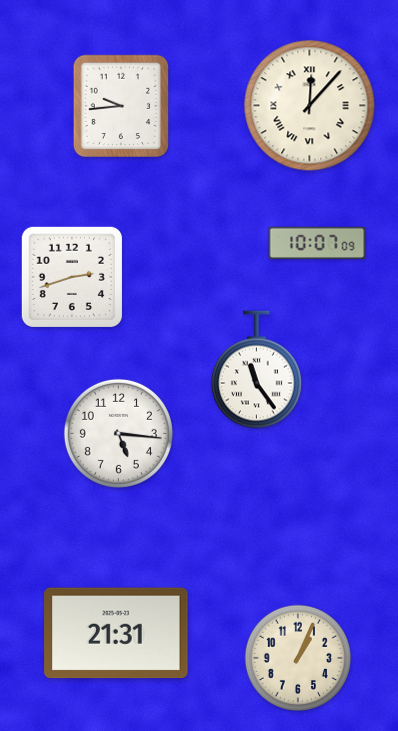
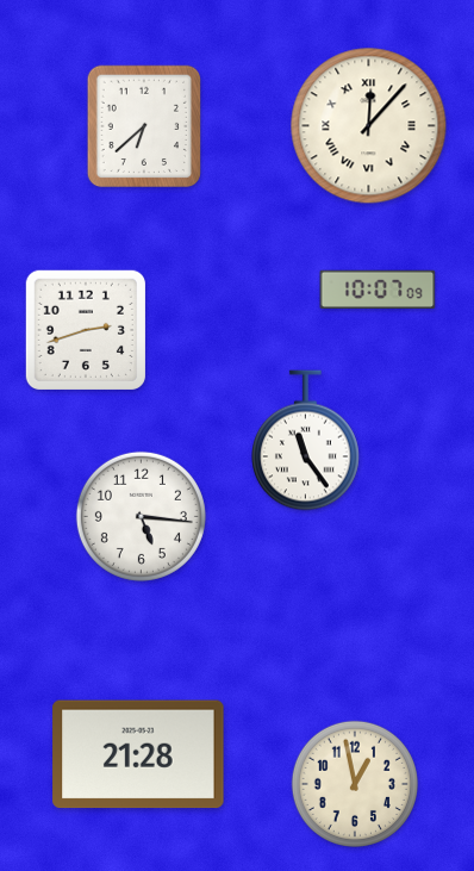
clock at (121, 106): 9:44 -> 6:38
clock at (116, 633): 21:31 -> 21:28
clock at (298, 658): 1:04 -> 12:58
